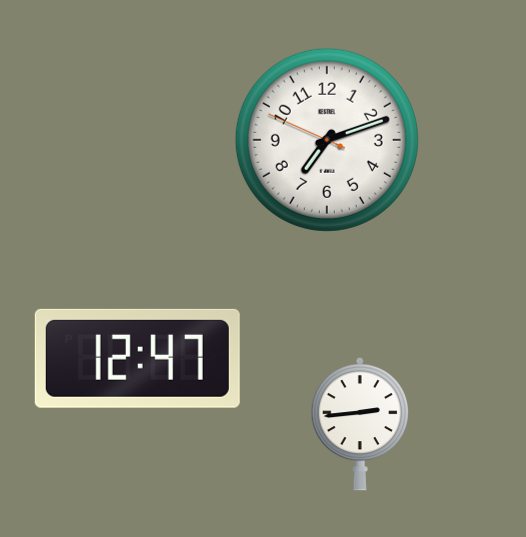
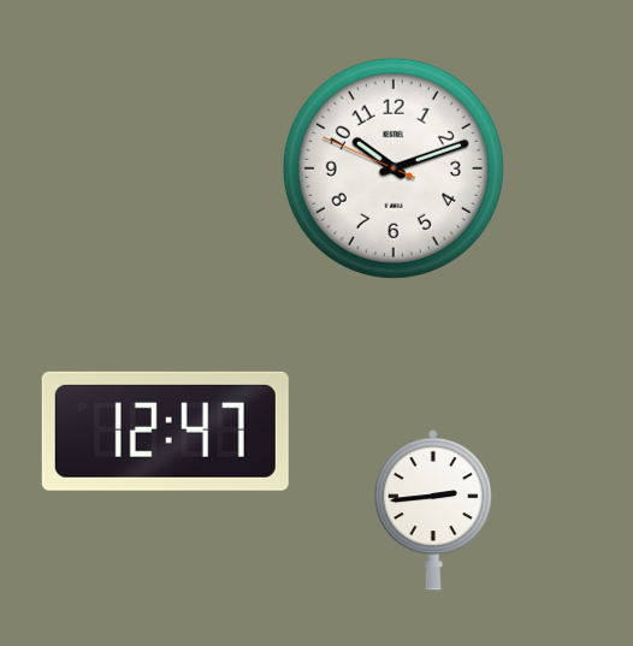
clock at (327, 140): 7:11 -> 10:11
